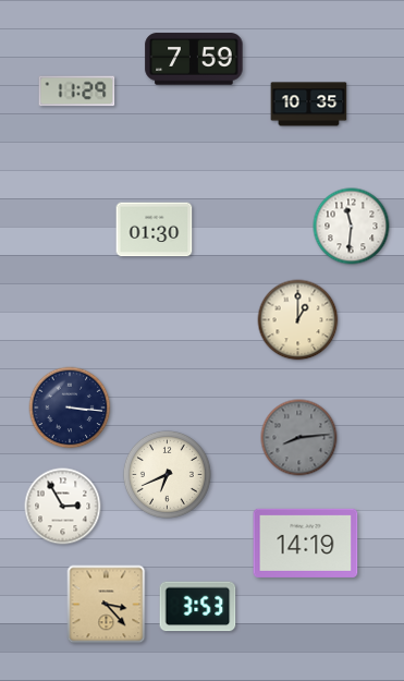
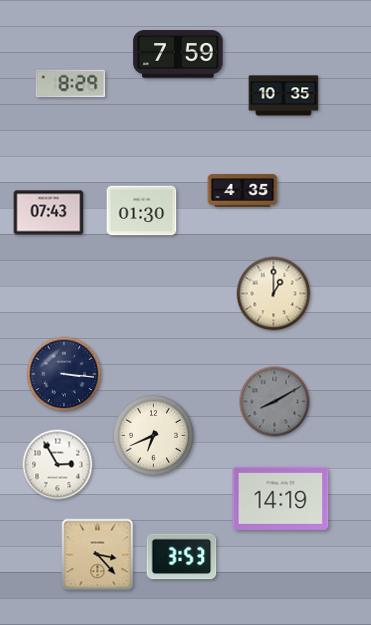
clock at (77, 92): 11:29 -> 8:29
clock at (243, 191): none -> 4:35
clock at (352, 227): 11:31 -> none
clock at (49, 213): none -> 07:43
clock at (299, 438): 8:14 -> 8:10
